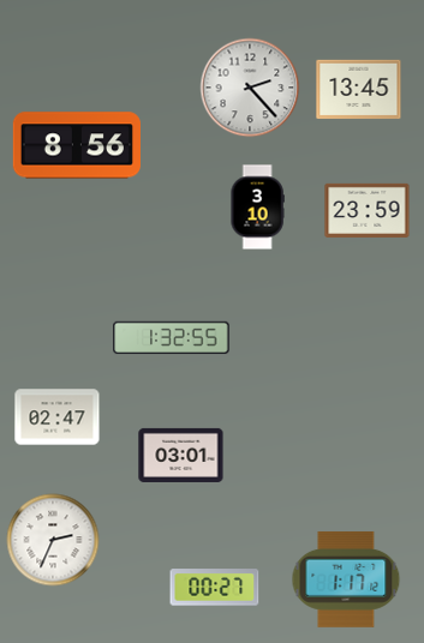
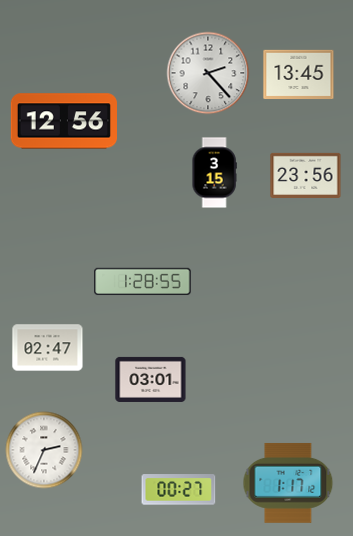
clock at (76, 145): 8:56 -> 12:56
clock at (257, 208): 3:10 -> 3:15
clock at (368, 210): 23:59 -> 23:56
clock at (172, 338): 1:32 -> 1:28
